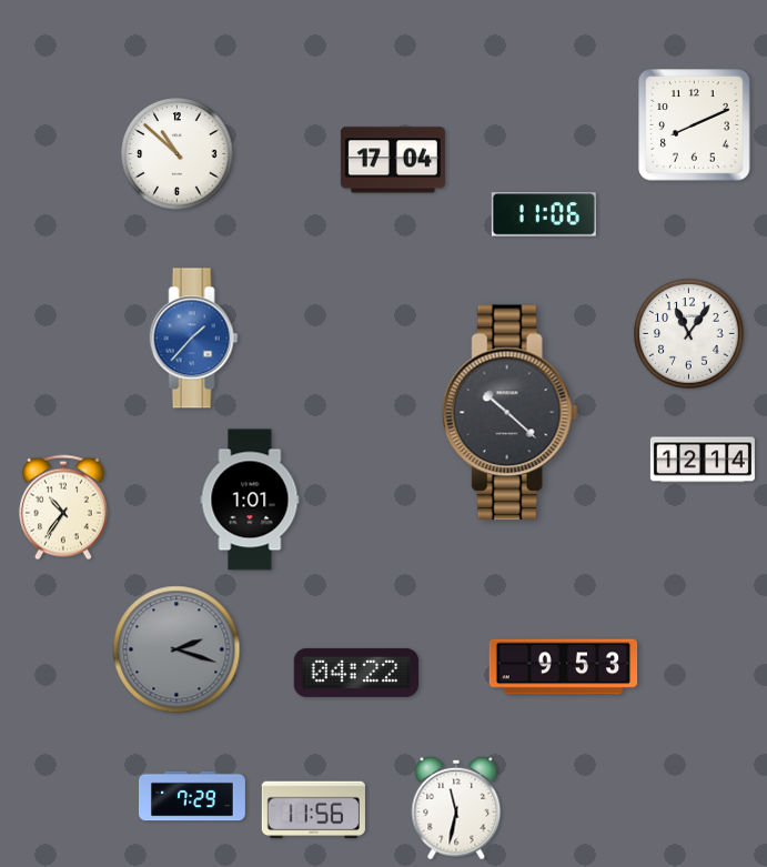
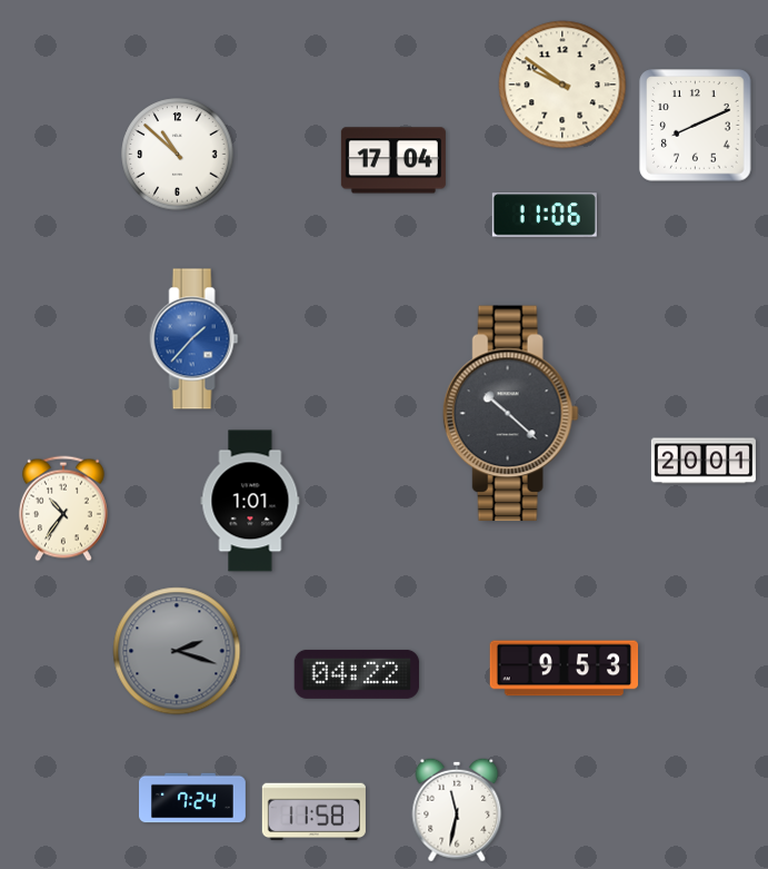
clock at (562, 85): none -> 9:51
clock at (689, 334): 11:06 -> none
clock at (703, 460): 12:14 -> 20:01
clock at (193, 796): 7:29 -> 7:24
clock at (313, 810): 11:56 -> 11:58
